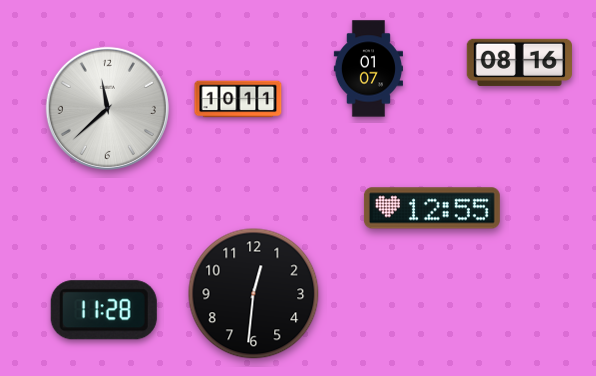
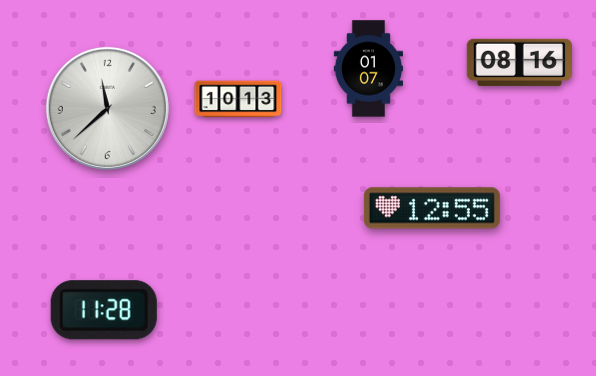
clock at (238, 99): 10:11 -> 10:13
clock at (254, 294): 12:31 -> none
